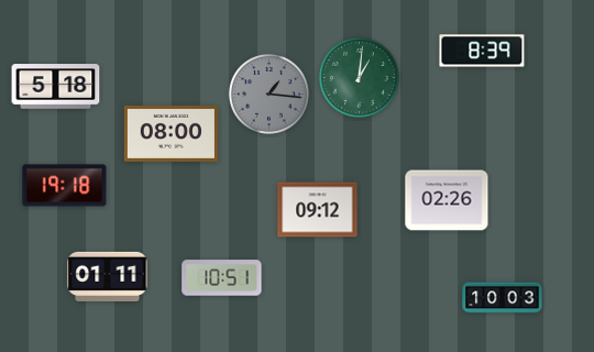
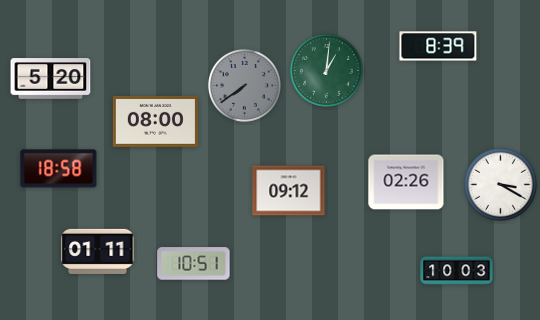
clock at (56, 87): 5:18 -> 5:20
clock at (268, 94): 1:16 -> 7:39
clock at (65, 186): 19:18 -> 18:58
clock at (500, 184): none -> 3:20
clock at (222, 278) position: (222, 278) -> (194, 264)
